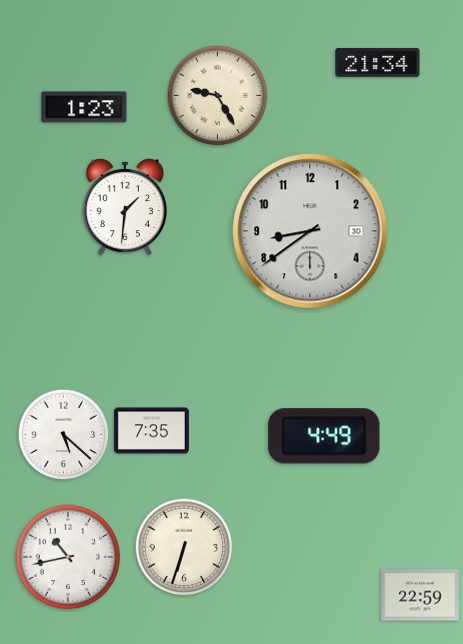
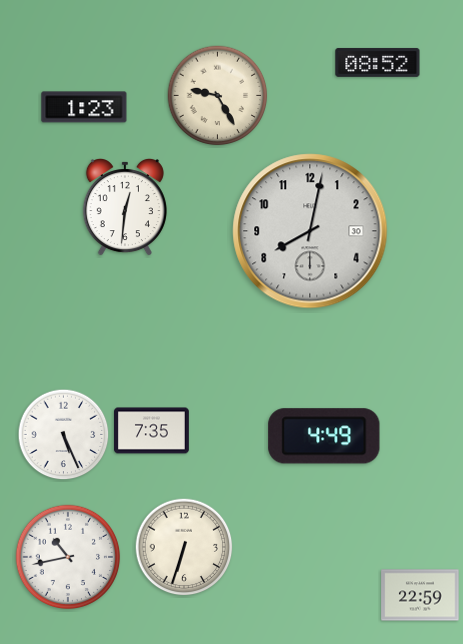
clock at (378, 62): 21:34 -> 08:52
clock at (125, 208): 1:31 -> 12:31
clock at (310, 231): 8:39 -> 8:02
clock at (64, 435): 5:22 -> 5:26
